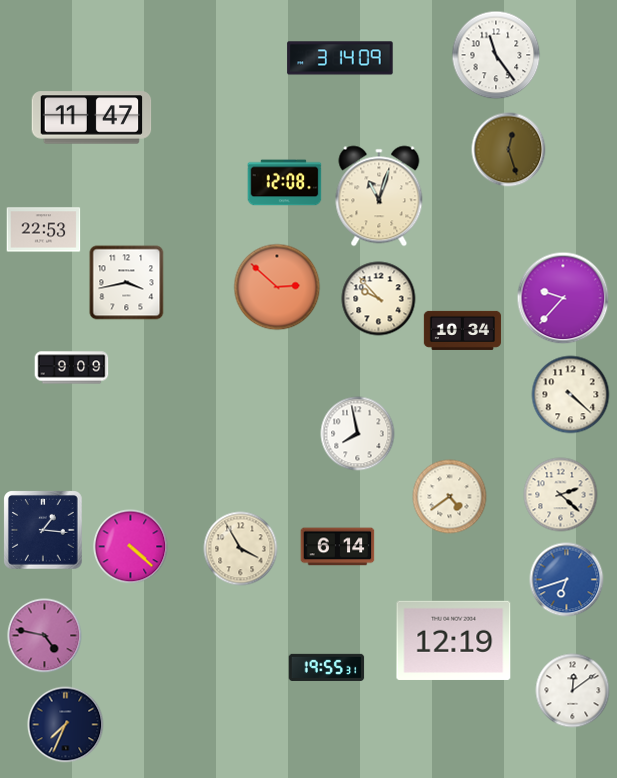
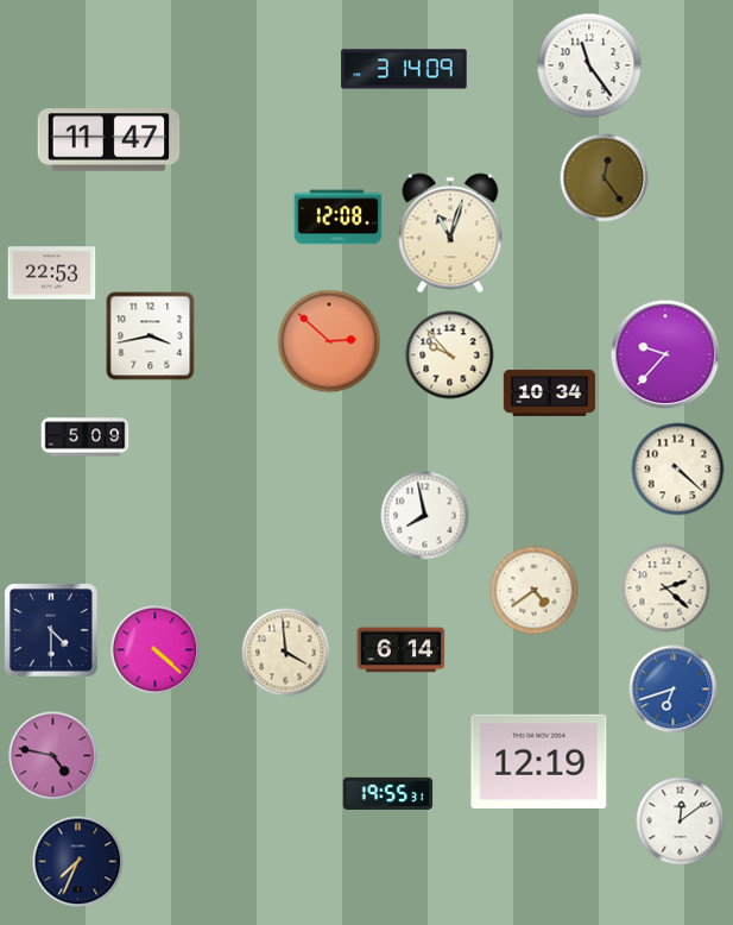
clock at (509, 150): 12:27 -> 12:24
clock at (563, 298) position: (563, 298) -> (665, 354)
clock at (72, 368): 9:09 -> 5:09
clock at (44, 531): 1:16 -> 4:30
clock at (241, 549): 3:55 -> 3:59
